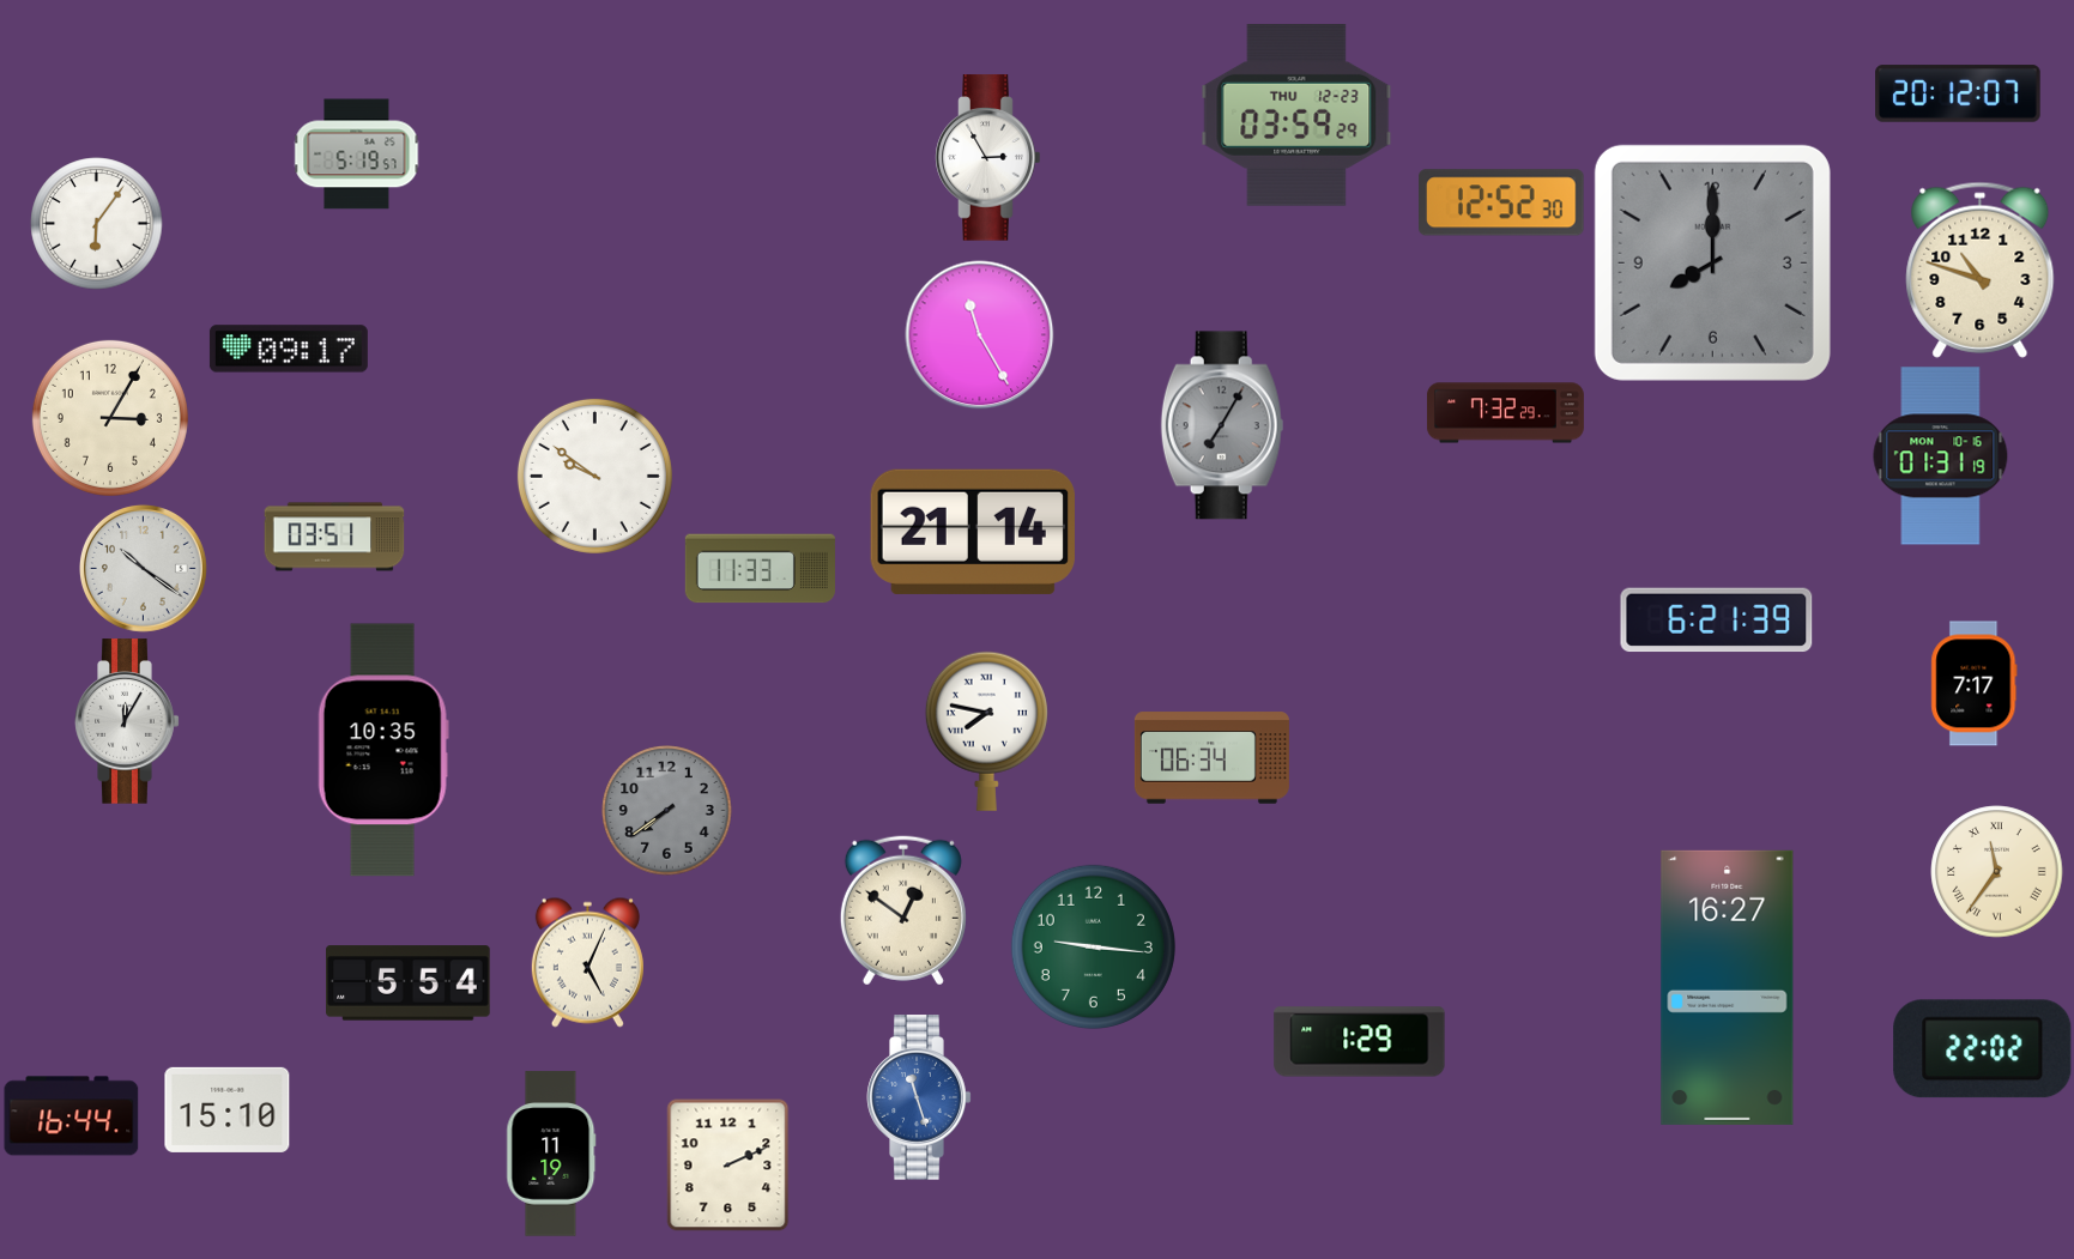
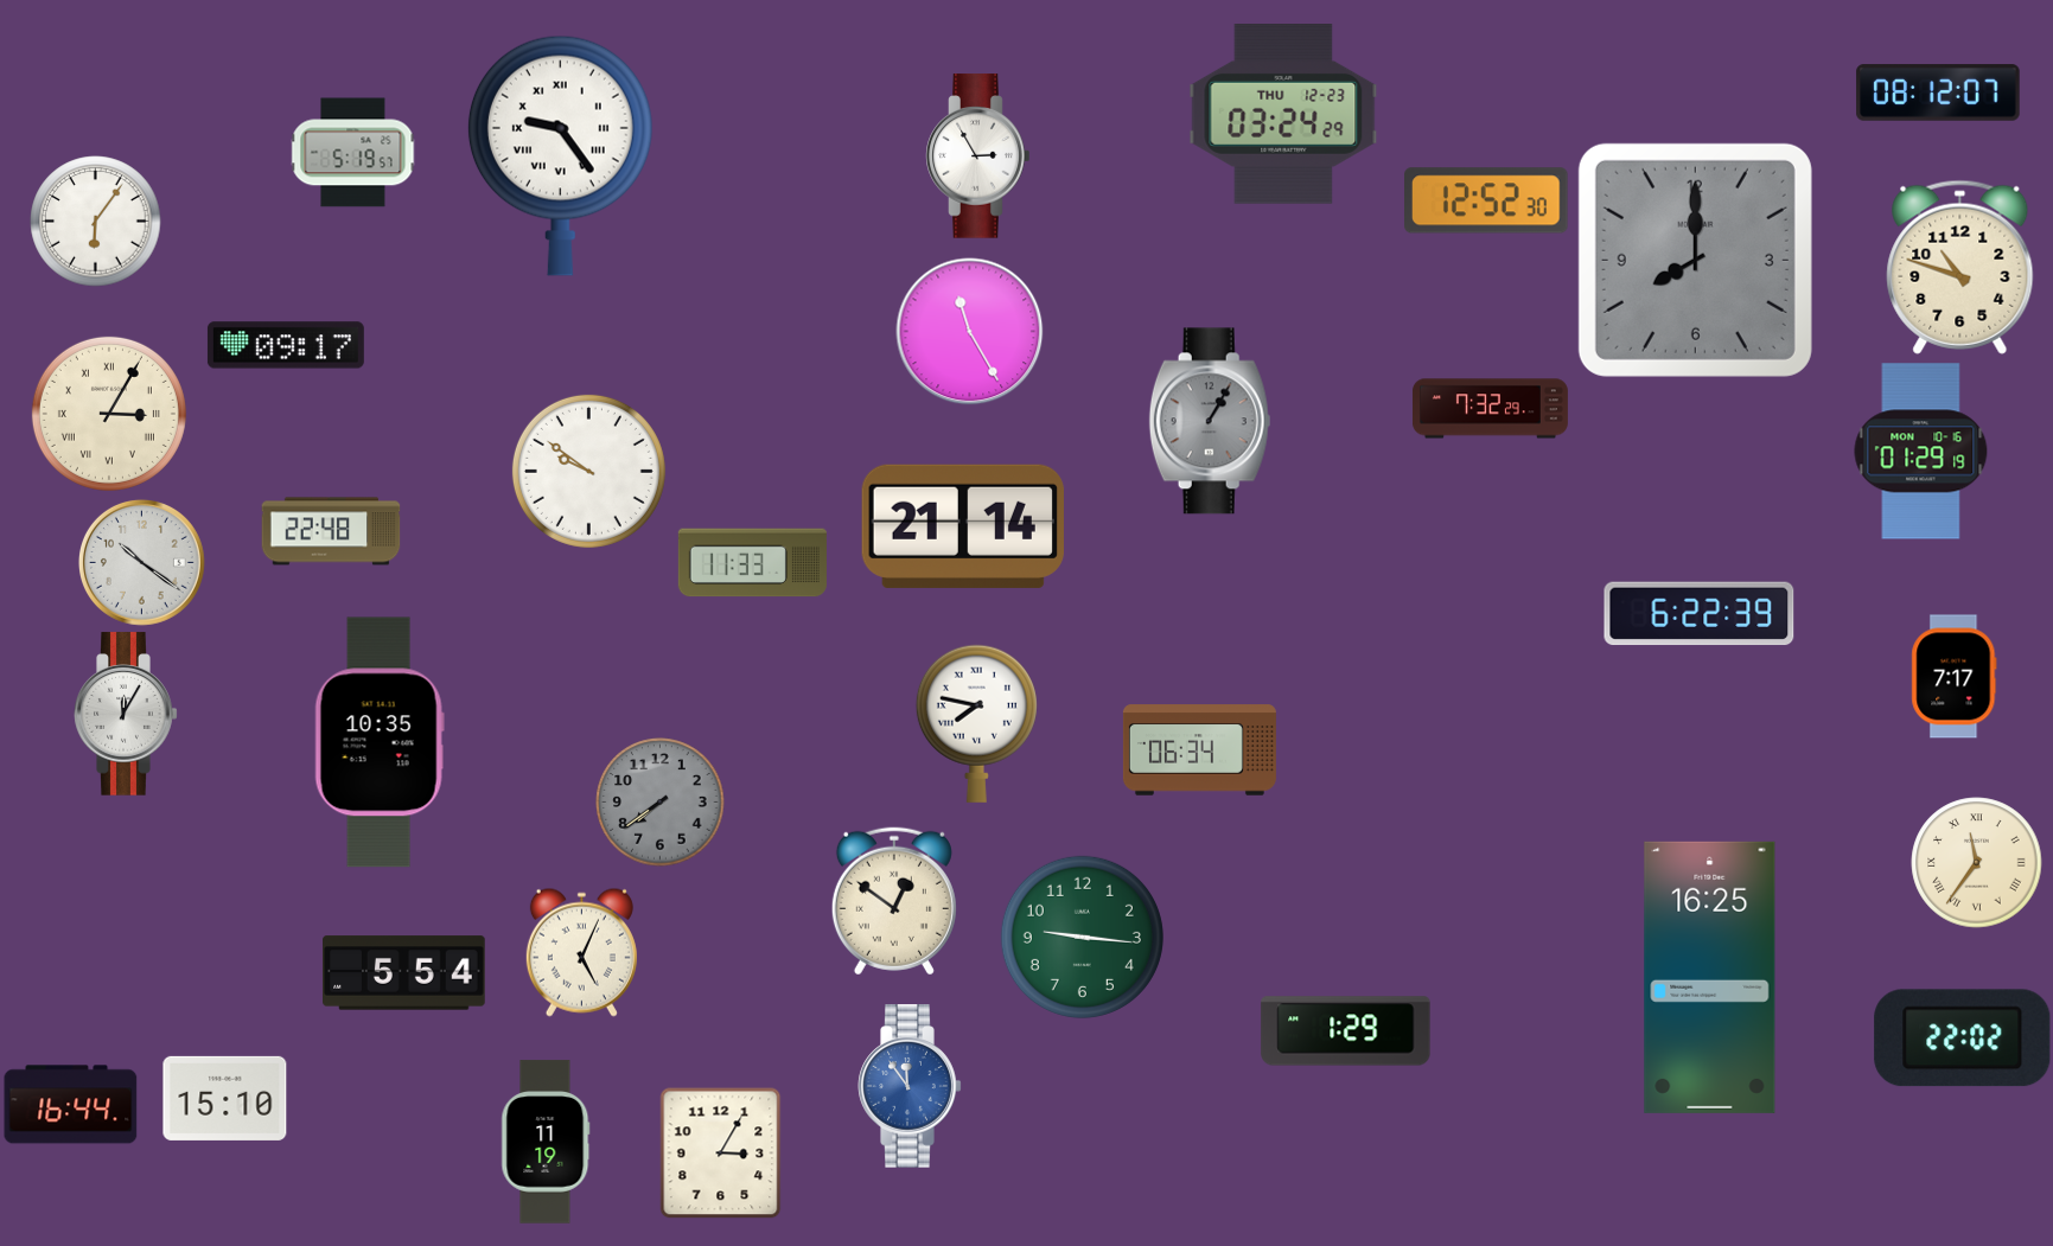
clock at (1958, 93): 20:12 -> 08:12
clock at (1296, 116): 03:59 -> 03:24
clock at (560, 155): none -> 9:24
clock at (110, 418) numerals: Arabic -> Roman
clock at (1222, 425): 7:05 -> 1:05
clock at (1941, 456): 01:31 -> 01:29
clock at (334, 537): 03:51 -> 22:48
clock at (1717, 621): 6:21 -> 6:22
clock at (1728, 987): 16:27 -> 16:25
clock at (919, 1097): 11:27 -> 11:54
clock at (728, 1166): 2:11 -> 3:05
